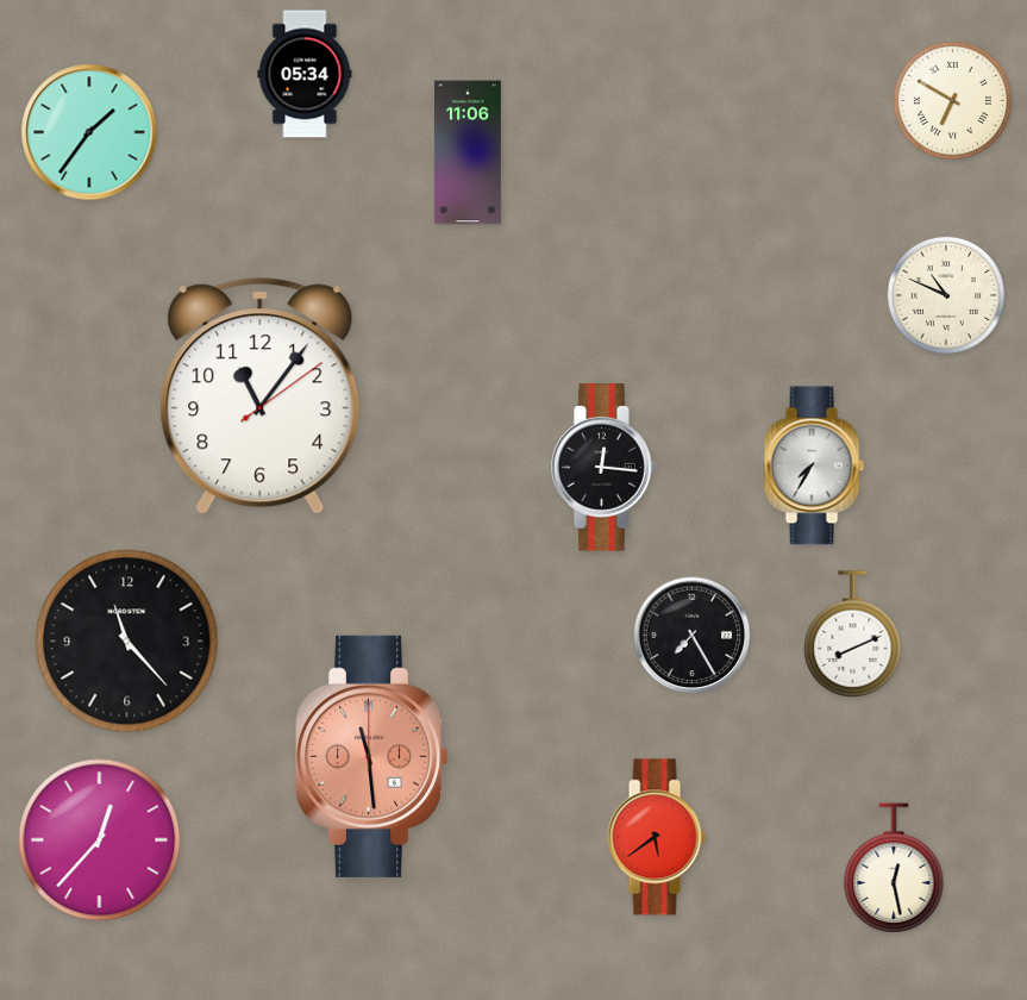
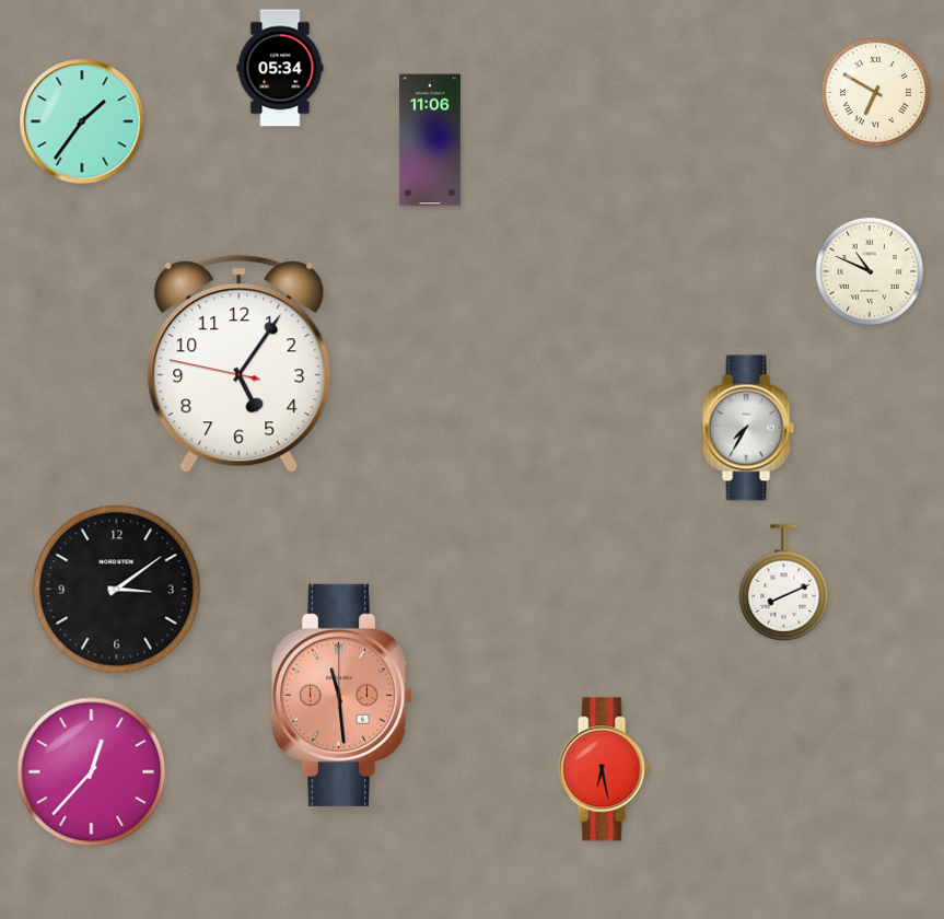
clock at (261, 395): 11:06 -> 5:05
clock at (605, 468): 12:16 -> none
clock at (693, 636): 7:25 -> none
clock at (127, 642): 11:23 -> 3:09
clock at (657, 837): 5:39 -> 6:28
clock at (894, 868): 12:28 -> none
